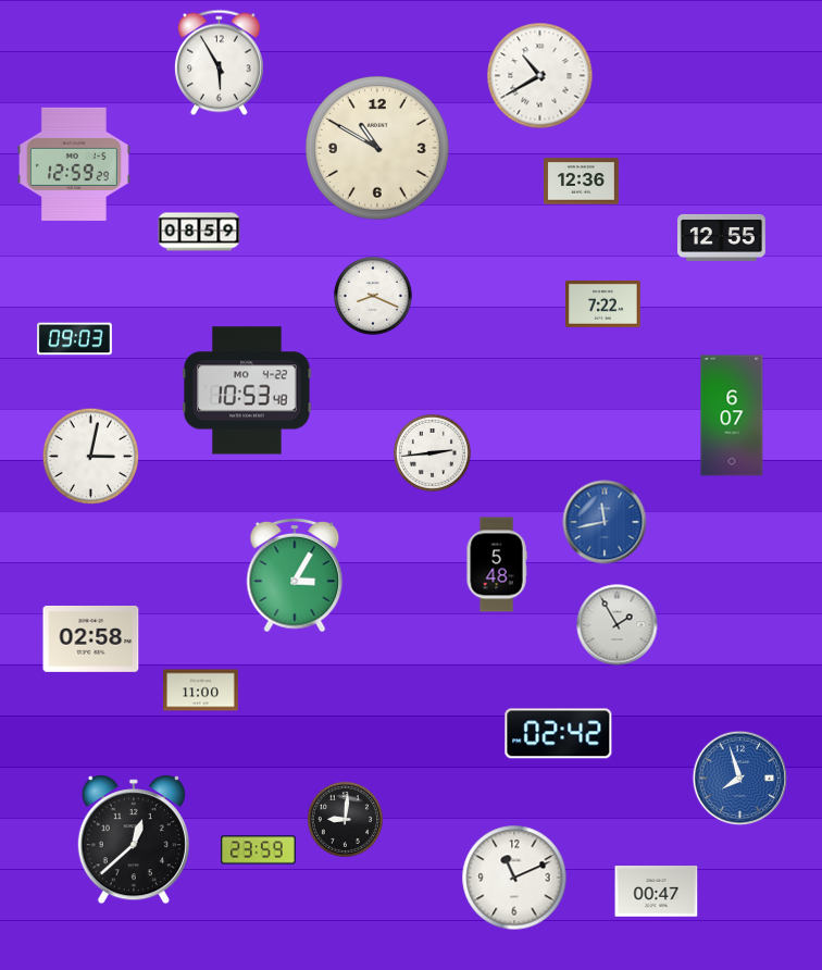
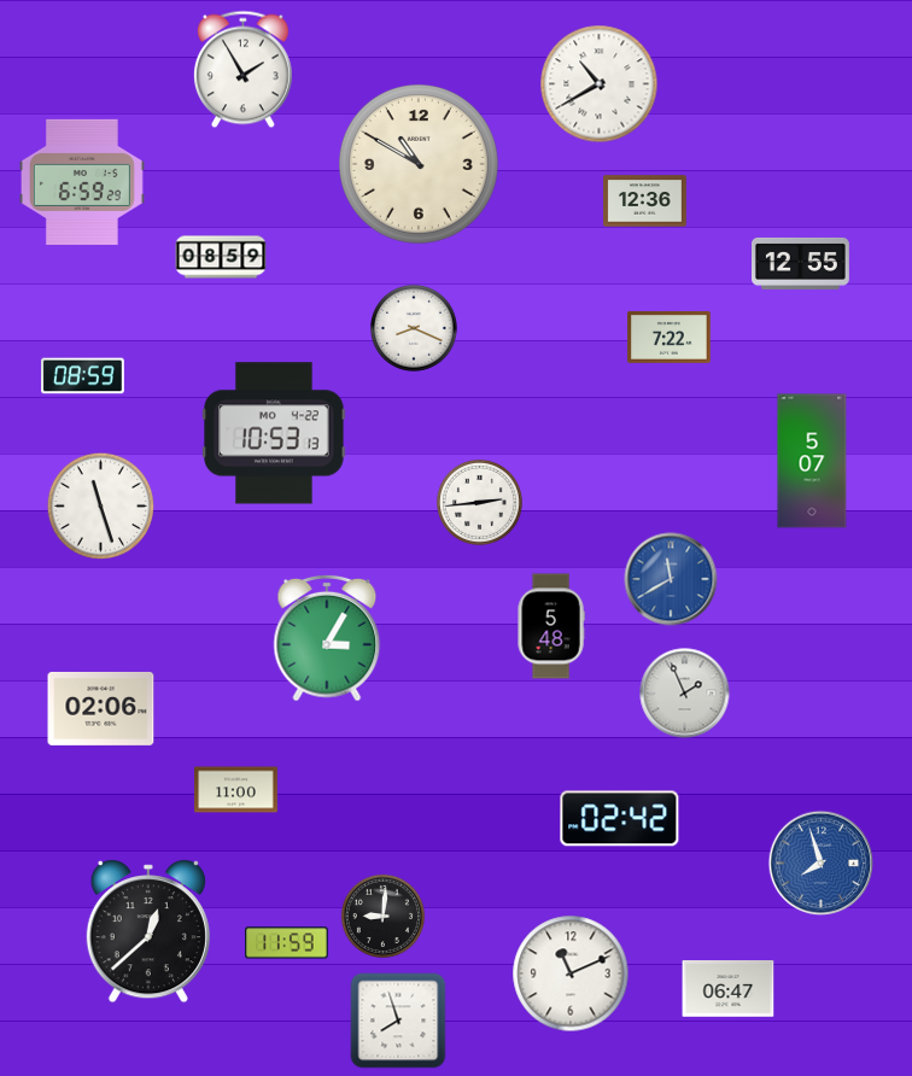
clock at (220, 63): 5:55 -> 1:55
clock at (74, 164): 12:59 -> 6:59
clock at (75, 339): 09:03 -> 08:59
clock at (247, 390): 10:53:48 -> 10:53:13
clock at (732, 415): 6:07 -> 5:07
clock at (90, 456): 3:02 -> 11:27
clock at (605, 522): 11:43 -> 11:40
clock at (618, 625): 1:55 -> 1:56
clock at (91, 638): 02:58 -> 02:06
clock at (201, 691) position: (201, 691) -> (236, 790)
clock at (559, 734) position: (559, 734) -> (620, 819)
clock at (345, 819) position: (345, 819) -> (382, 916)
clock at (259, 850): 23:59 -> 11:59
clock at (657, 892): 00:47 -> 06:47
clock at (398, 1021): none -> 7:57
